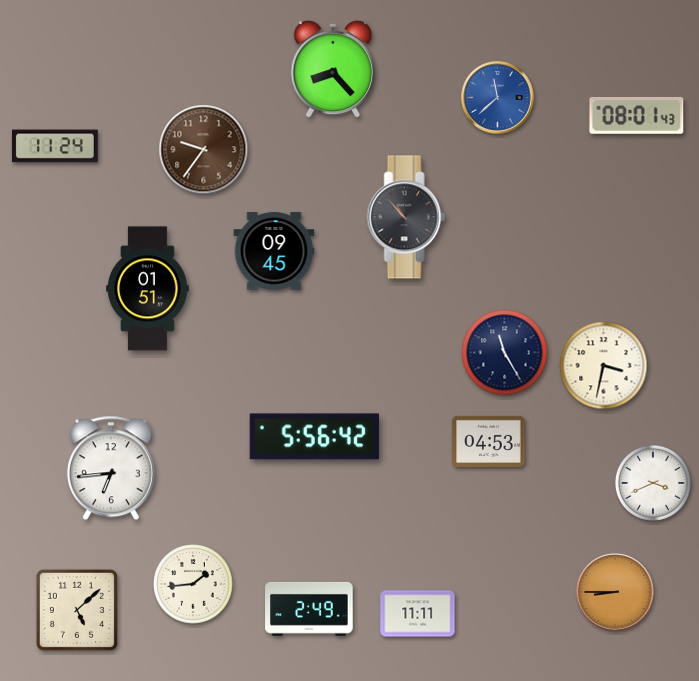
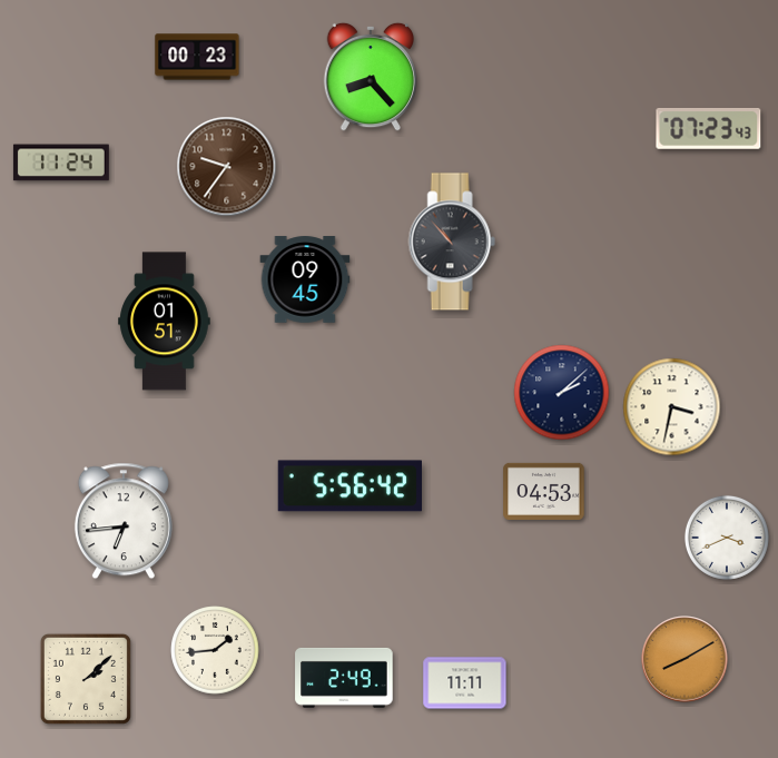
clock at (197, 57): none -> 00:23
clock at (498, 98): 11:38 -> none
clock at (637, 115): 08:01 -> 07:23
clock at (505, 353): 11:25 -> 2:08
clock at (615, 592): 8:45 -> 8:10
clock at (77, 610): 5:08 -> 2:08
